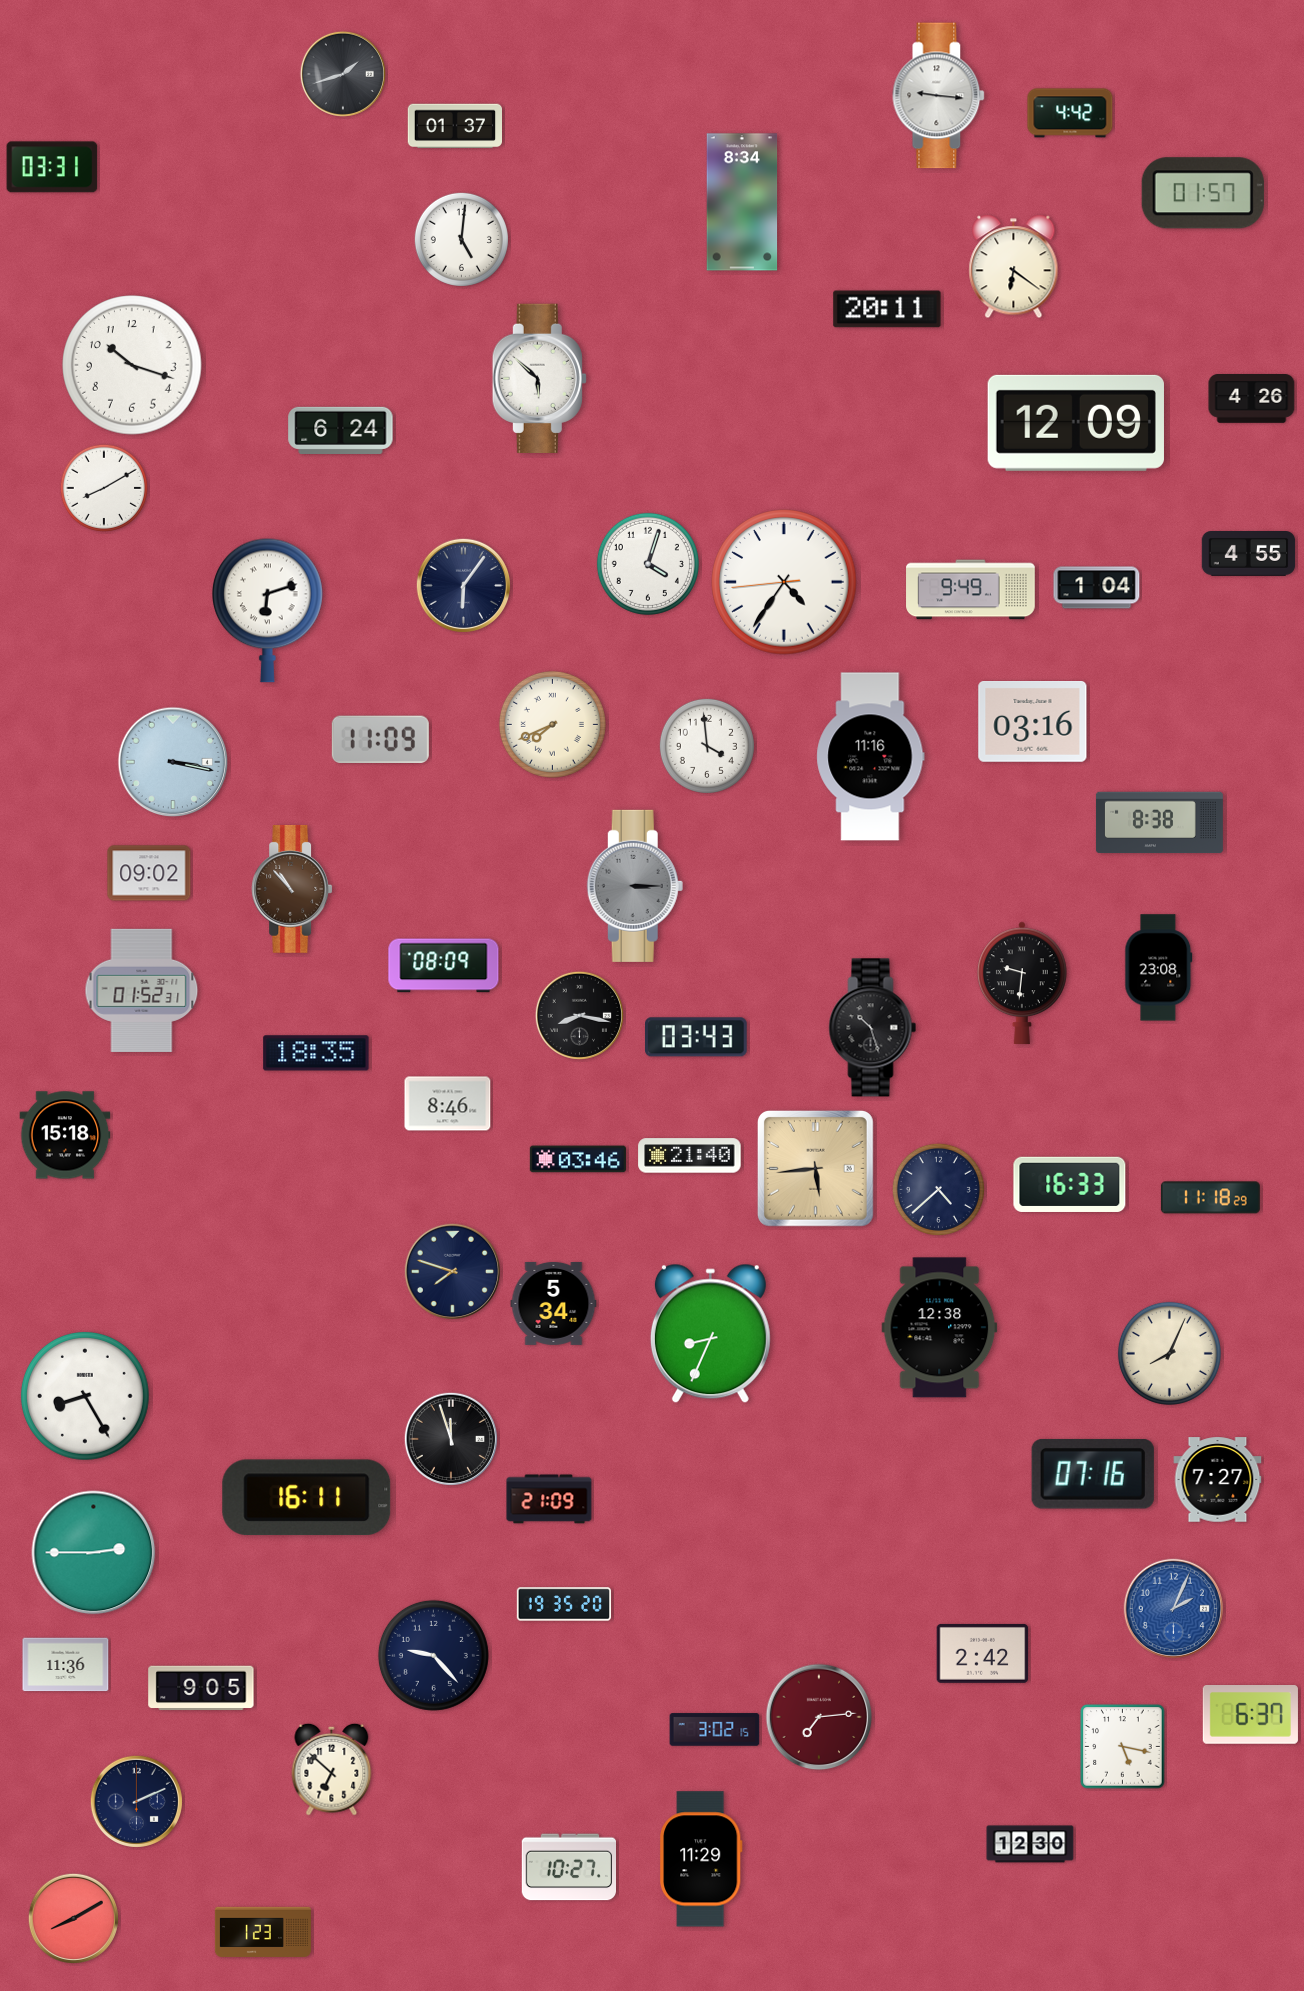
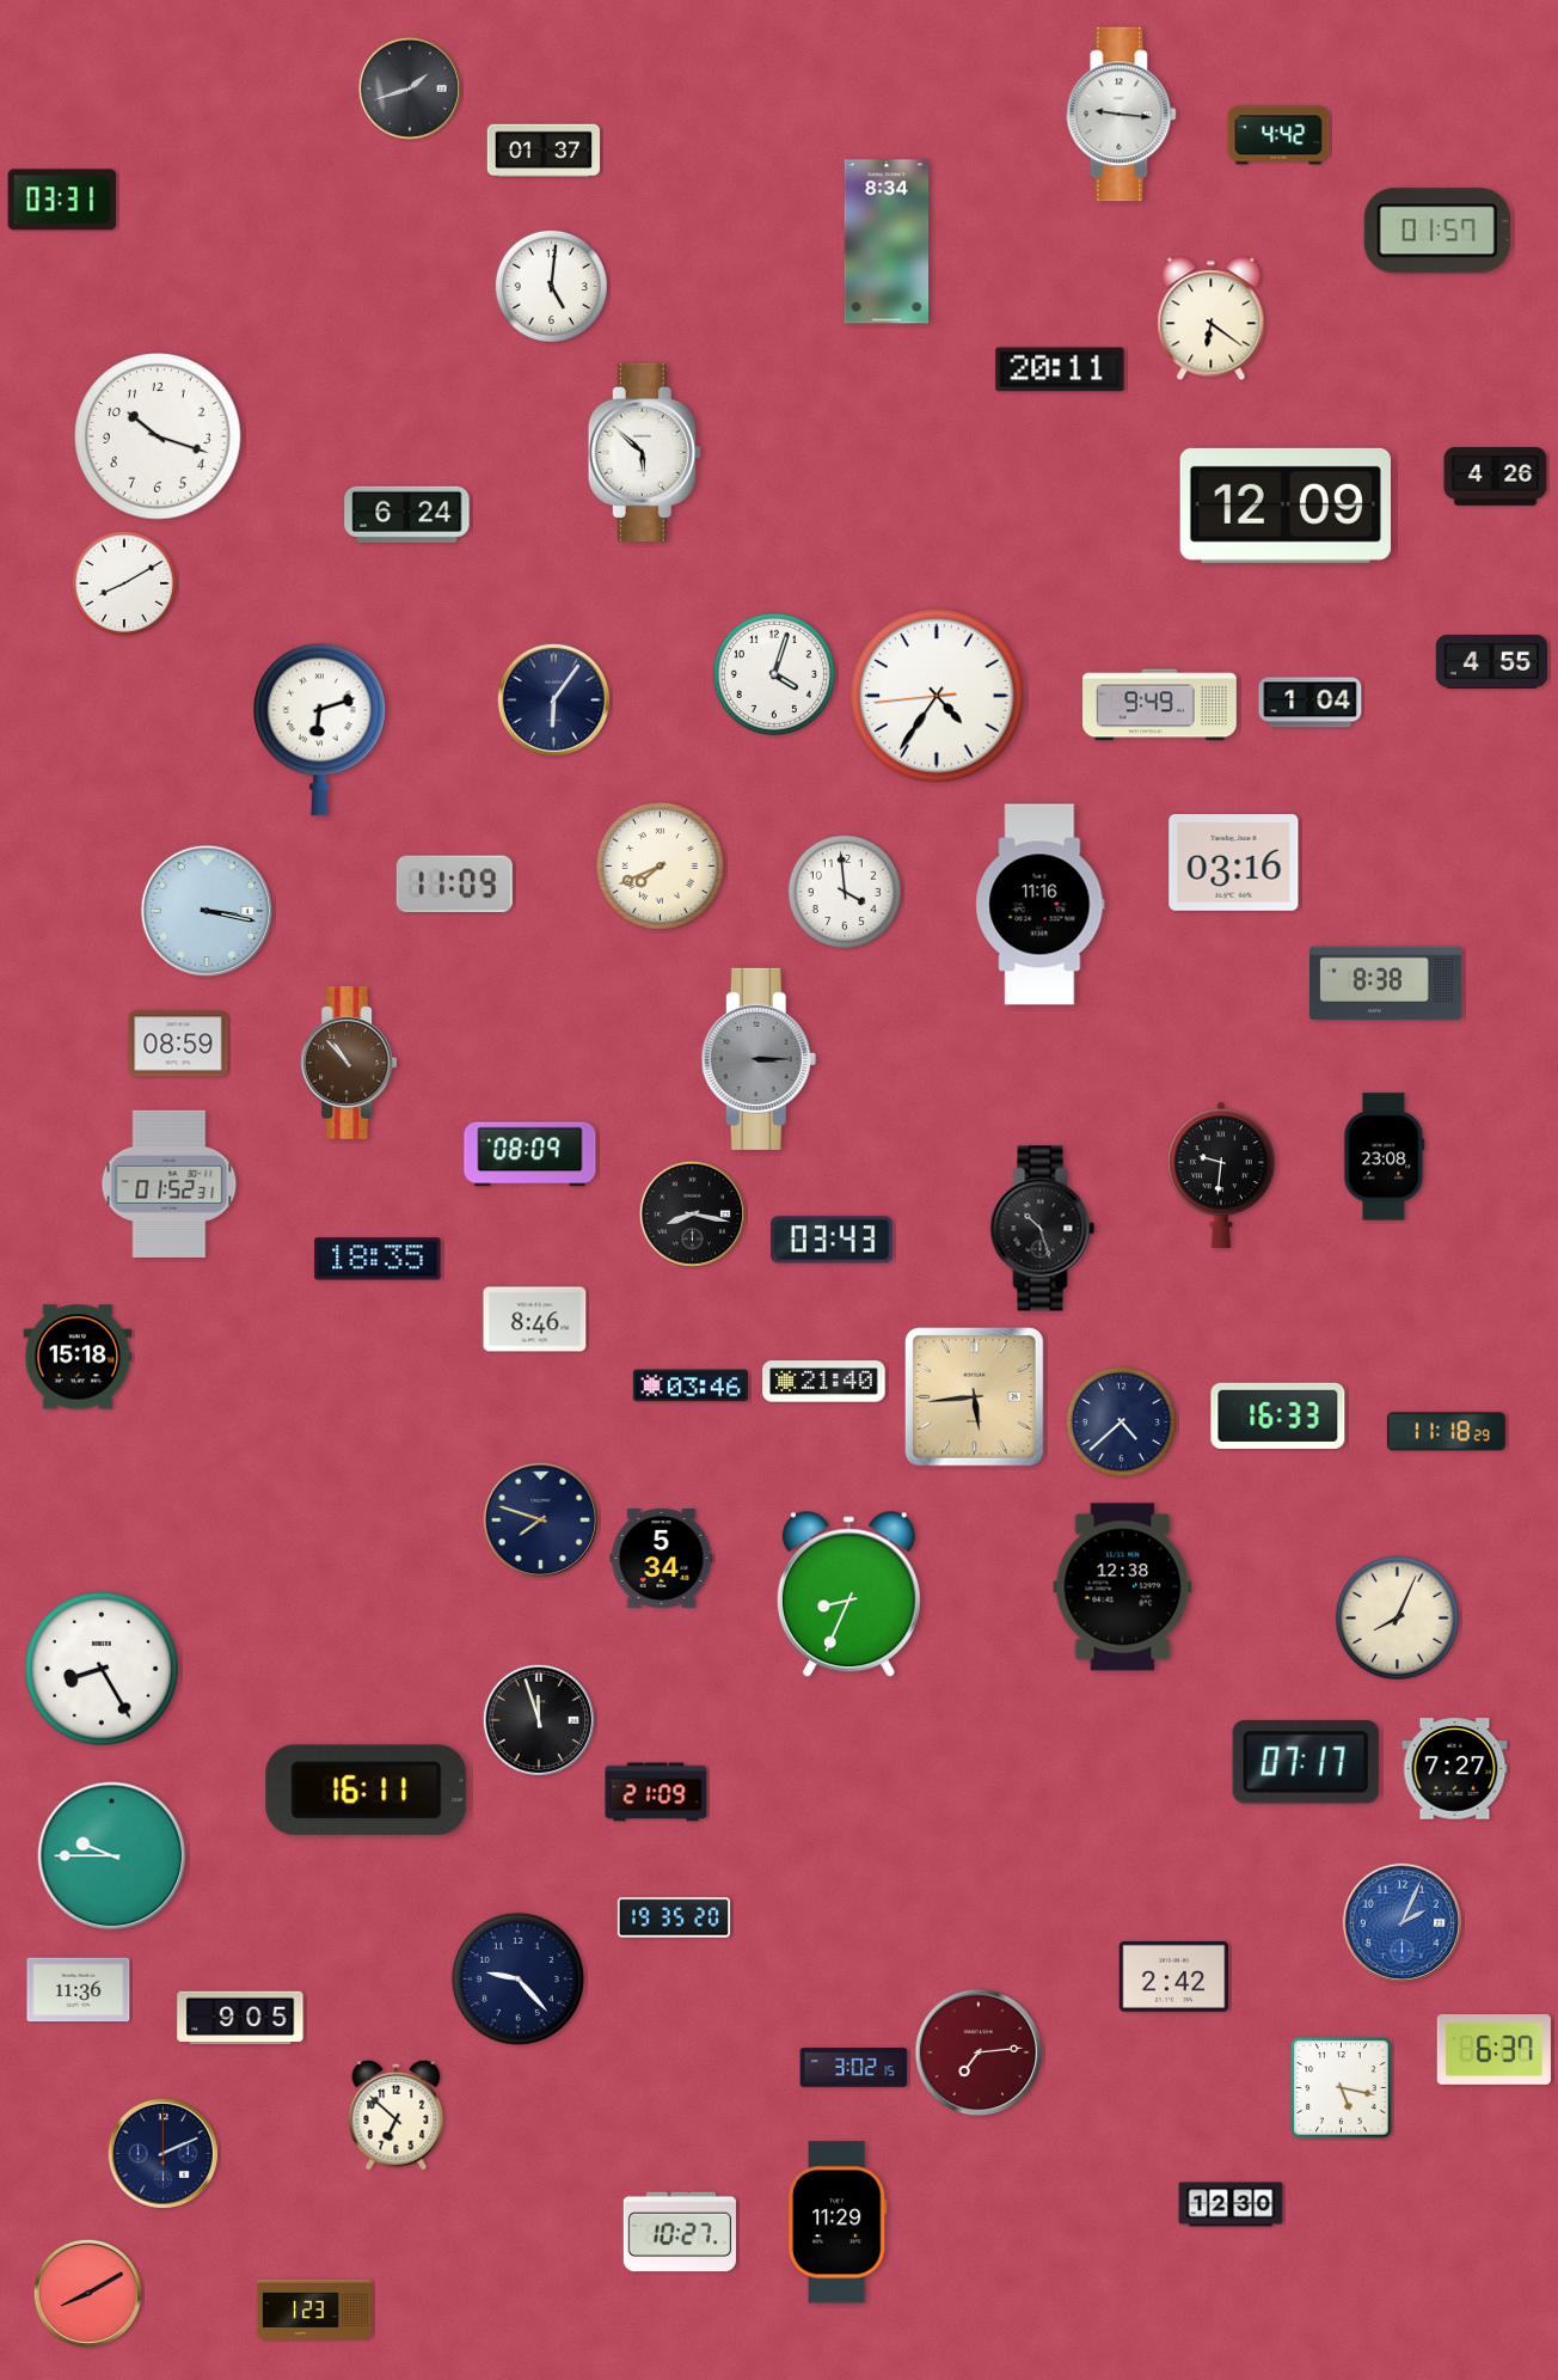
clock at (149, 873): 09:02 -> 08:59
clock at (1093, 1474): 07:16 -> 07:17
clock at (94, 1553): 2:45 -> 9:45
